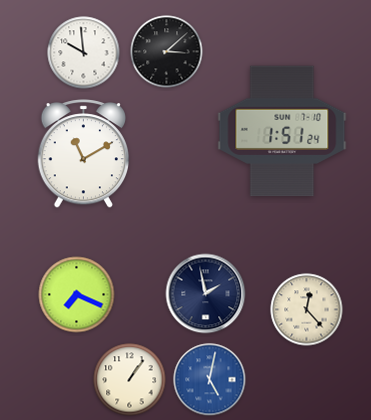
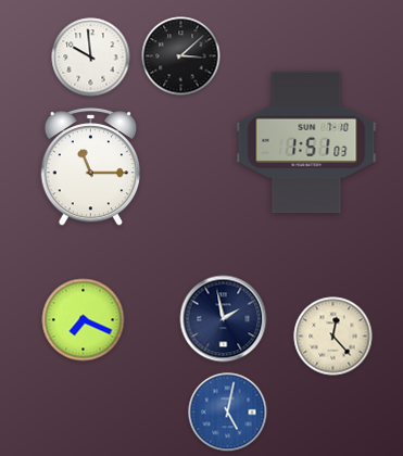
clock at (282, 131): 1:51:24 -> 1:51:03
clock at (83, 154): 11:10 -> 11:15
clock at (130, 380): 1:06 -> none
